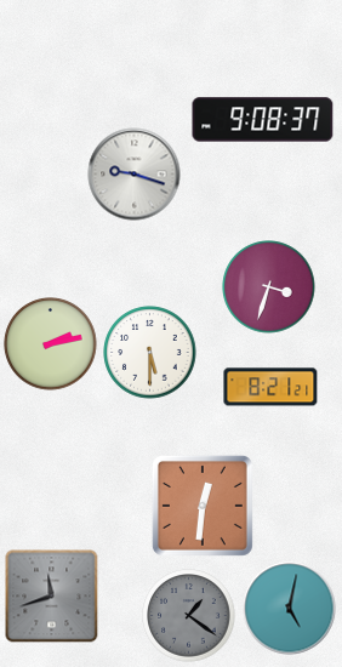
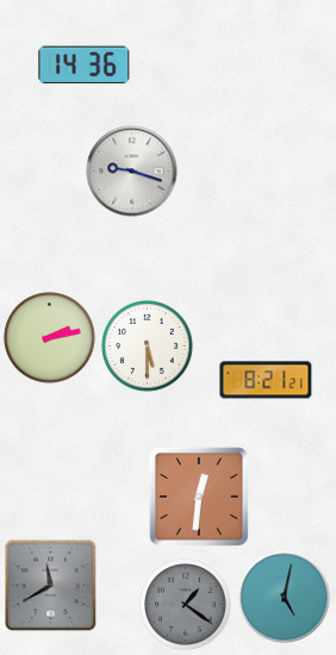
clock at (85, 65): none -> 14:36
clock at (263, 120): 9:08 -> none
clock at (269, 287): 3:33 -> none
clock at (52, 597): 11:42 -> 11:40
